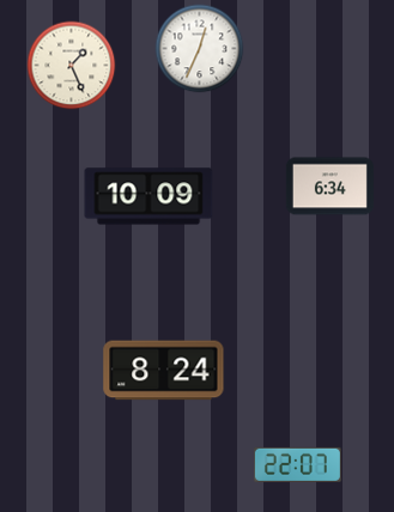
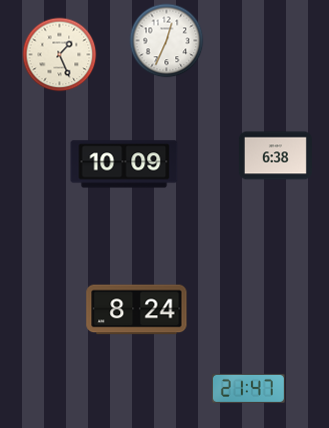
clock at (329, 187): 6:34 -> 6:38
clock at (297, 464): 22:07 -> 21:47
